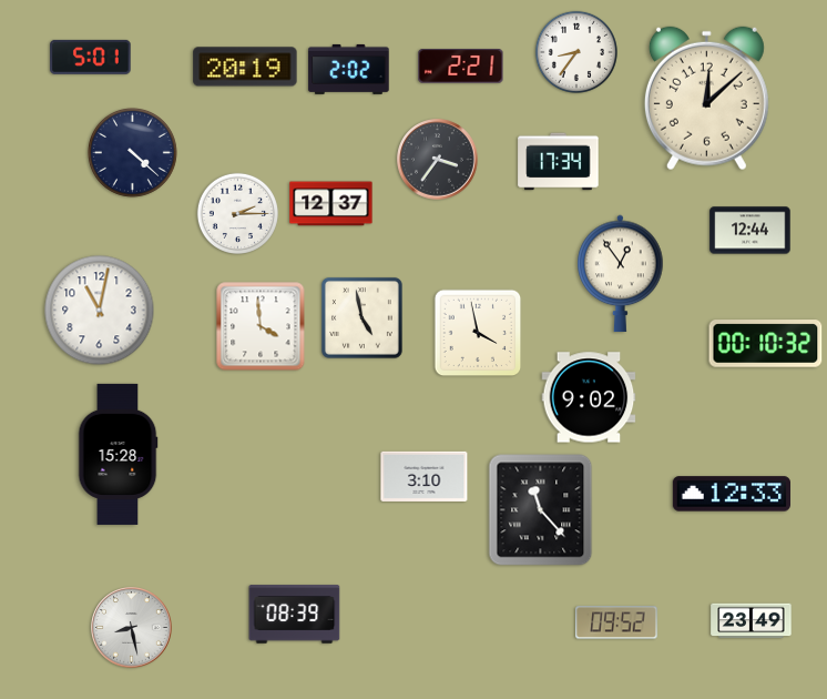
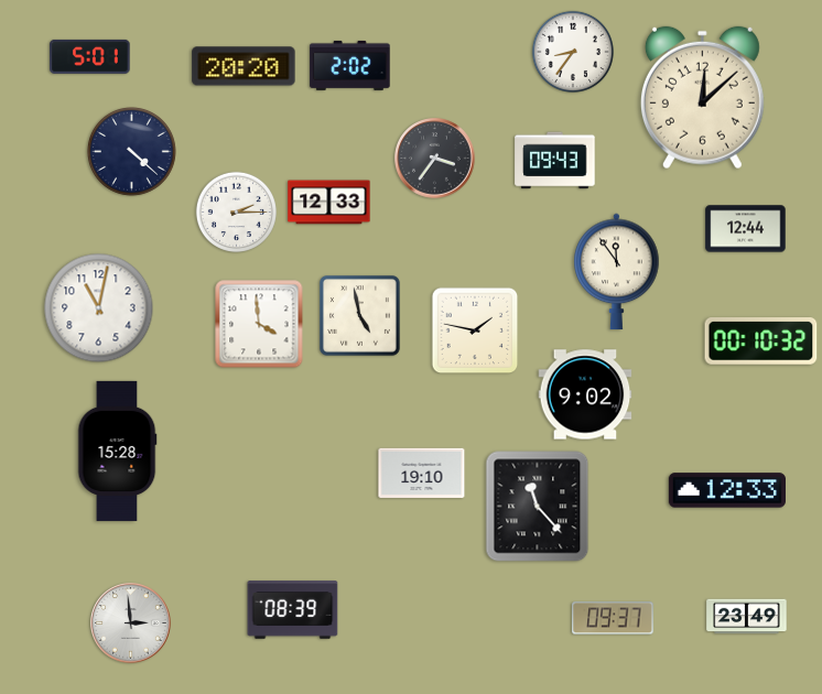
clock at (245, 67): 20:19 -> 20:20
clock at (461, 67): 2:21 -> none
clock at (349, 69) position: (349, 69) -> (350, 65)
clock at (559, 162): 17:34 -> 09:43
clock at (331, 204): 12:37 -> 12:33
clock at (621, 274): 12:54 -> 11:54
clock at (478, 333): 3:58 -> 1:47
clock at (425, 476): 3:10 -> 19:10
clock at (616, 622): 09:52 -> 09:37
clock at (132, 628): 8:28 -> 2:59
